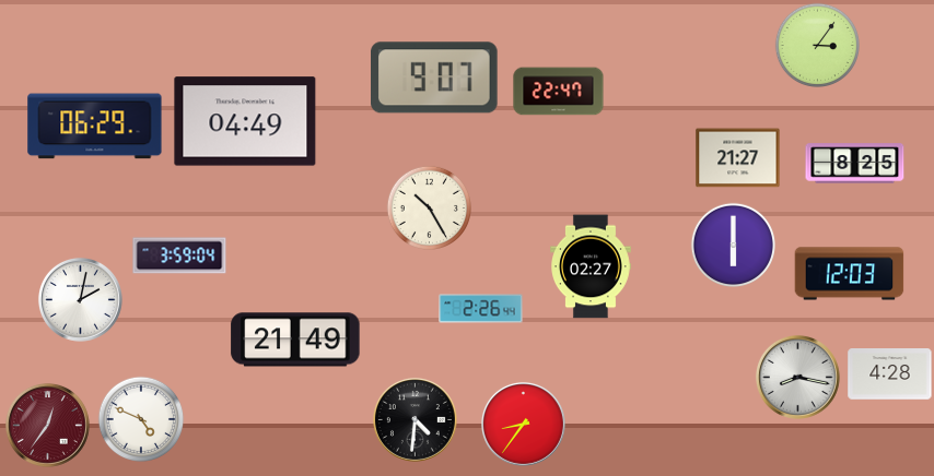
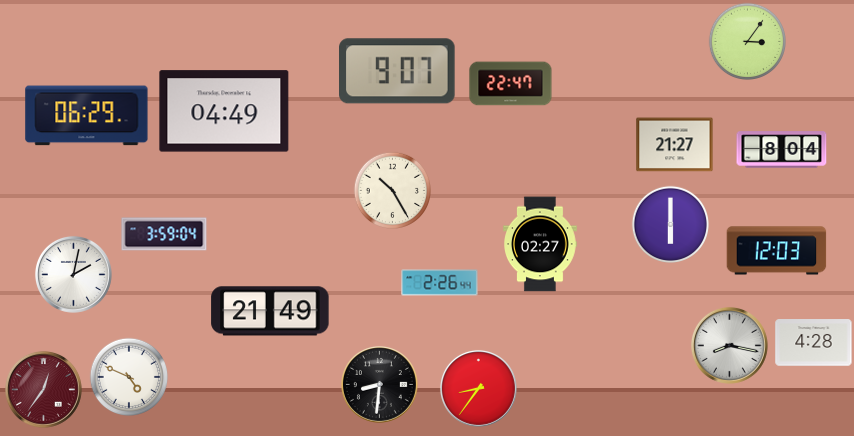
clock at (855, 164): 8:25 -> 8:04
clock at (141, 419) position: (141, 419) -> (129, 377)
clock at (415, 419): 4:31 -> 8:31
